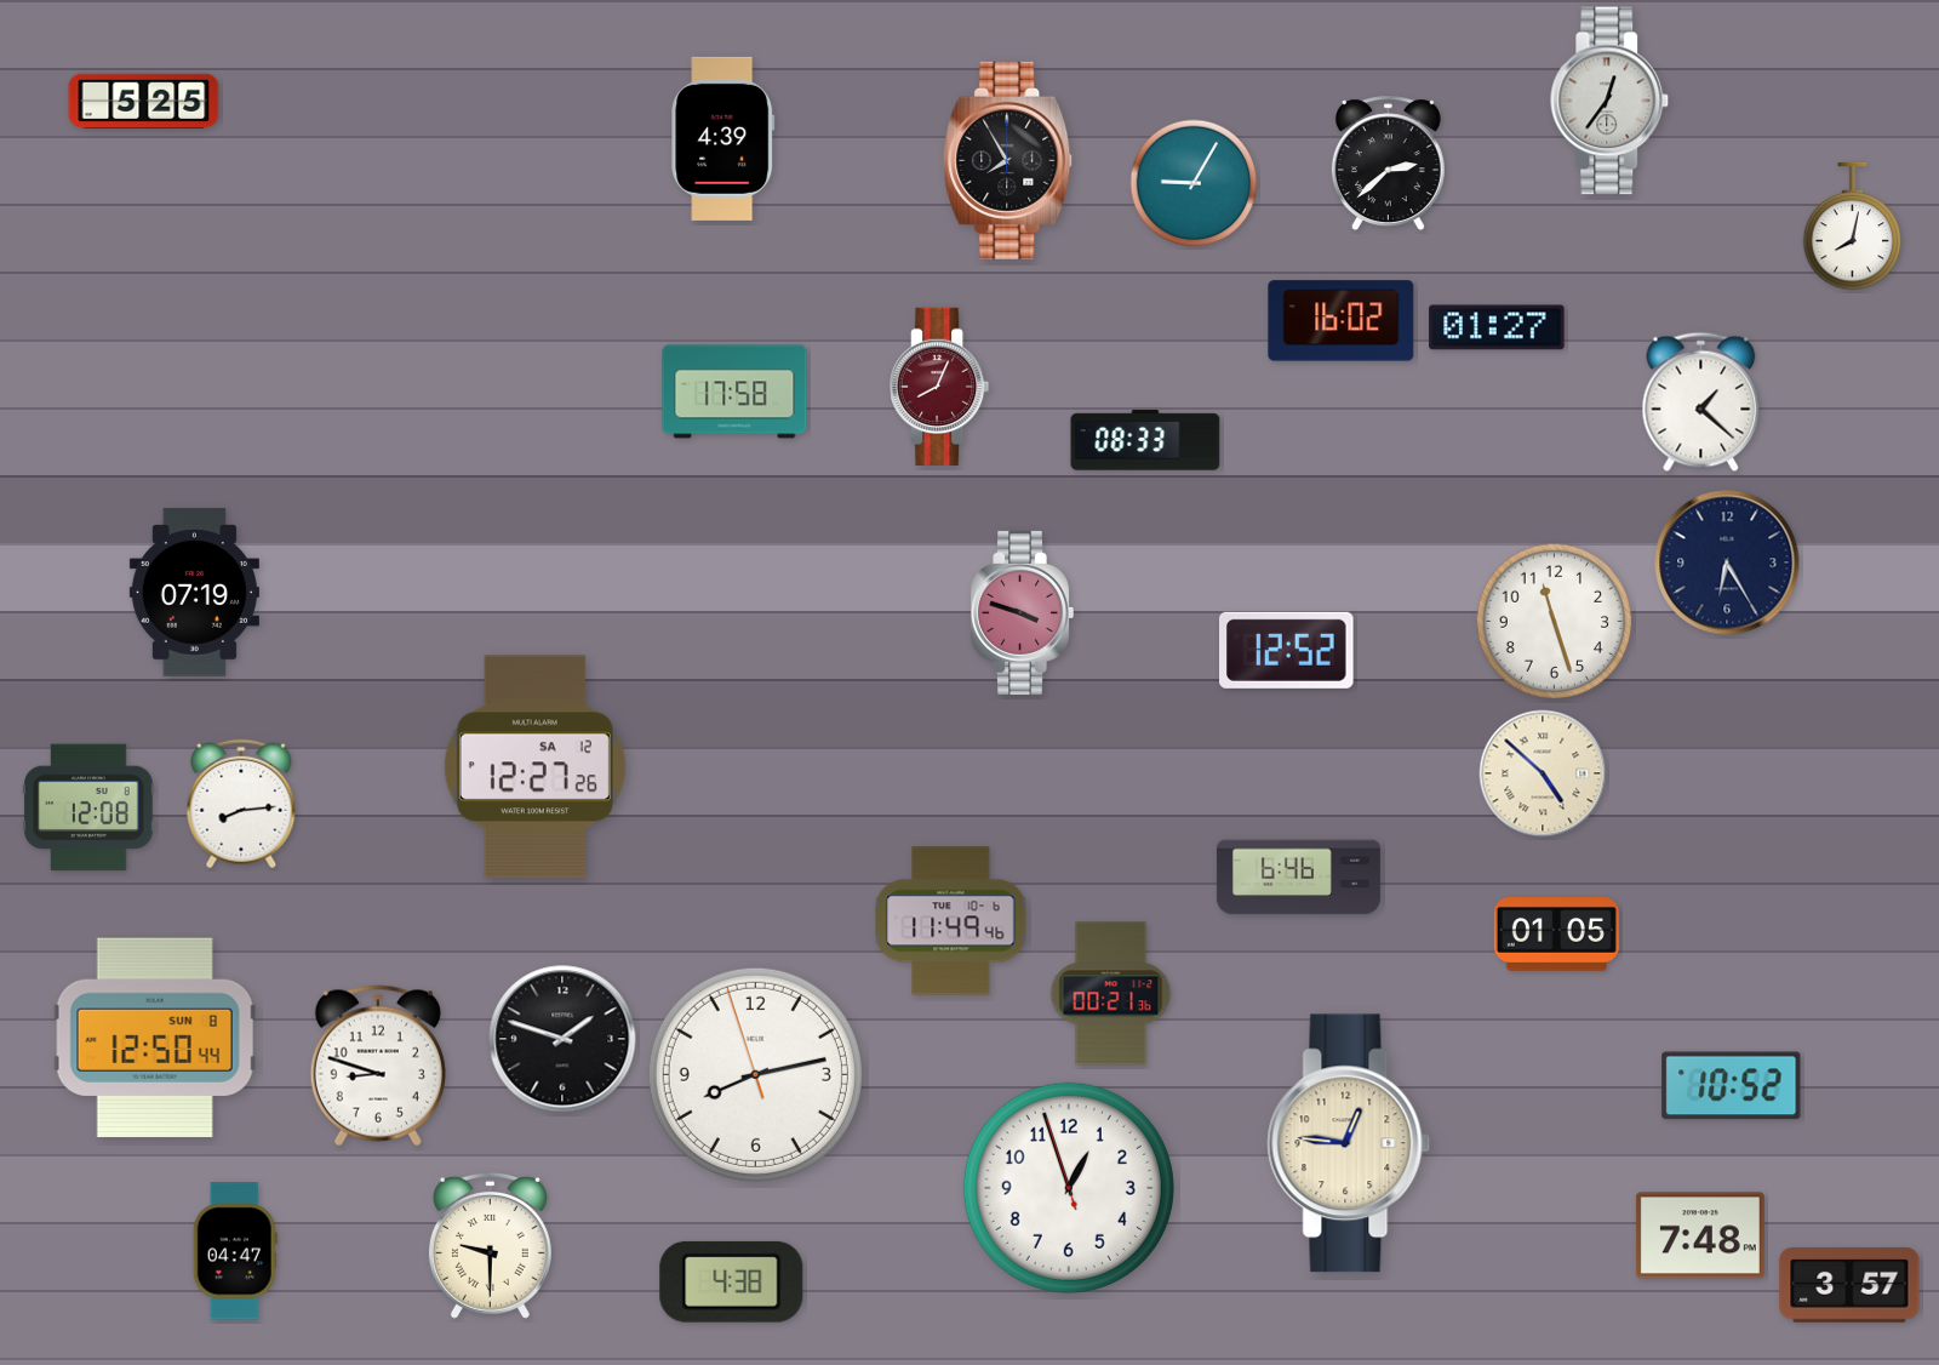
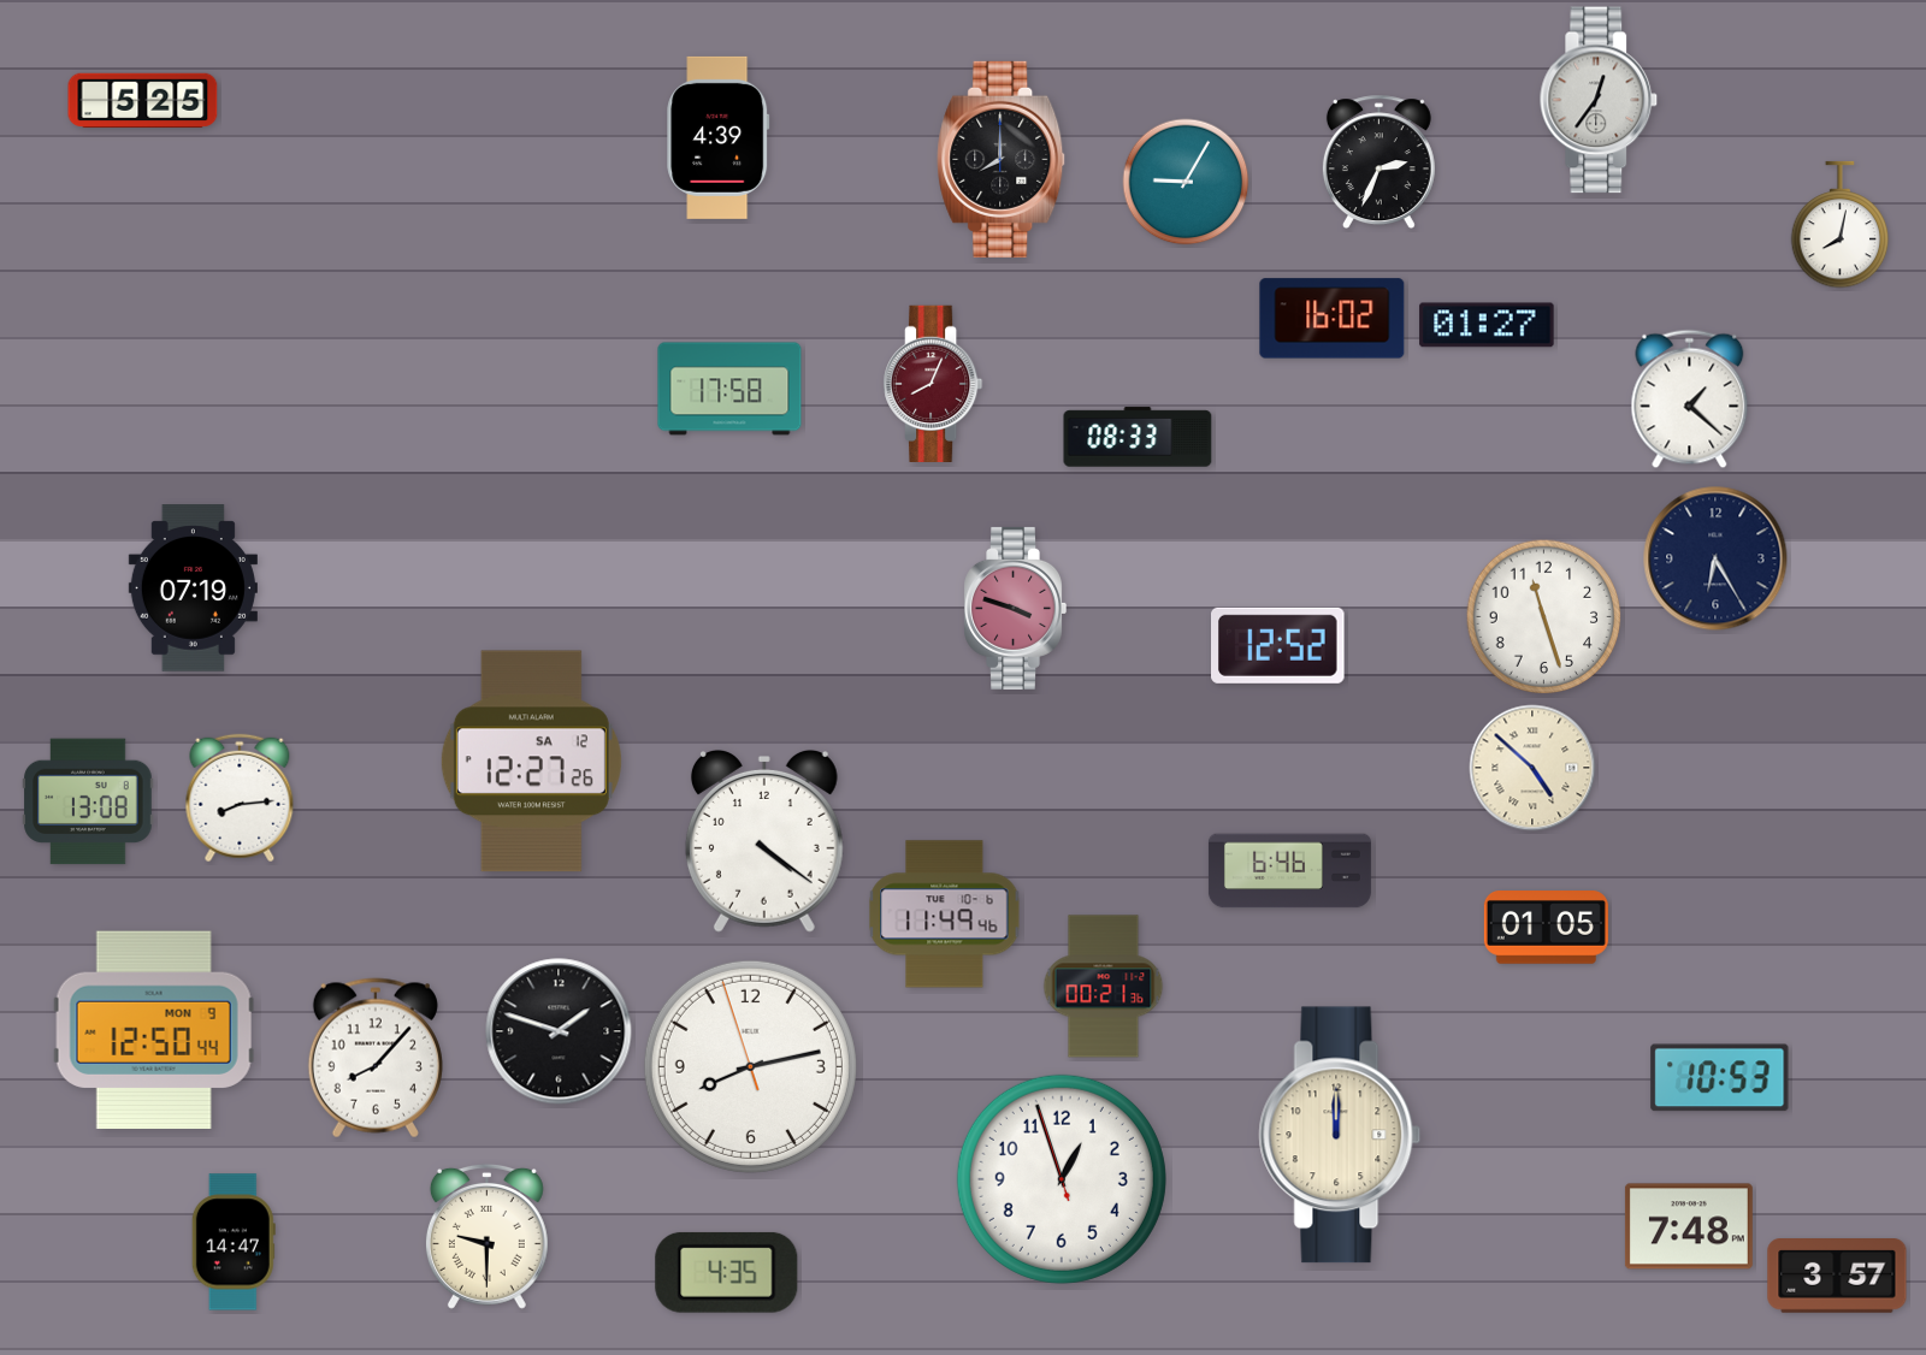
clock at (1008, 160): 7:55 -> 8:00
clock at (1388, 164): 2:38 -> 2:34
clock at (88, 807): 12:08 -> 13:08
clock at (764, 841): none -> 4:21
clock at (155, 1038) date: SUN 8 -> MON 9
clock at (378, 1066): 8:48 -> 8:07
clock at (1732, 1086): 10:52 -> 10:53
clock at (1349, 1143): 12:46 -> 12:00
clock at (235, 1251): 04:47 -> 14:47
clock at (732, 1281): 4:38 -> 4:35
